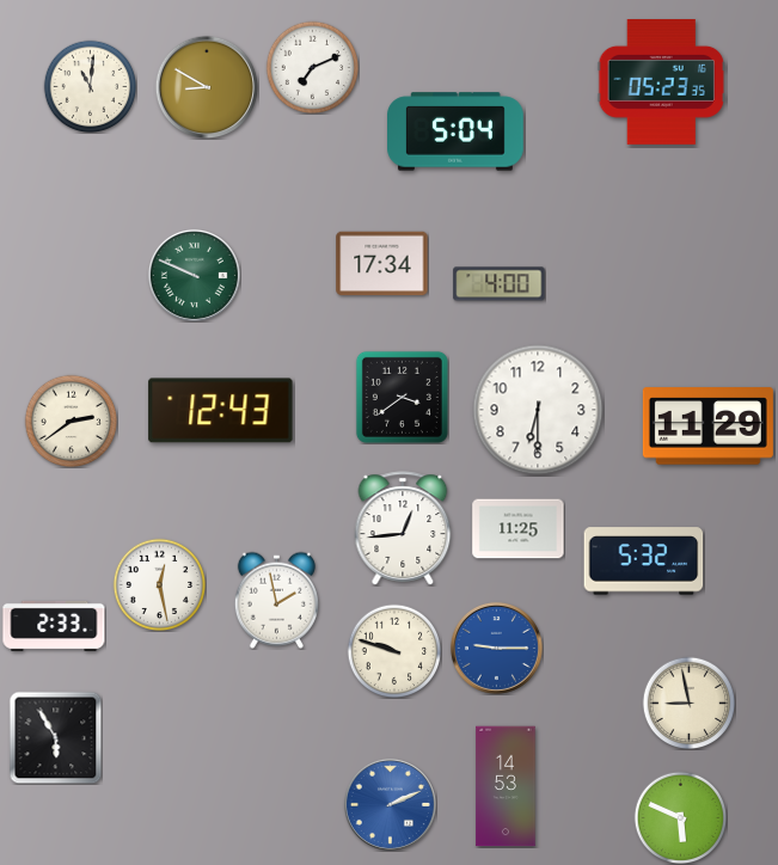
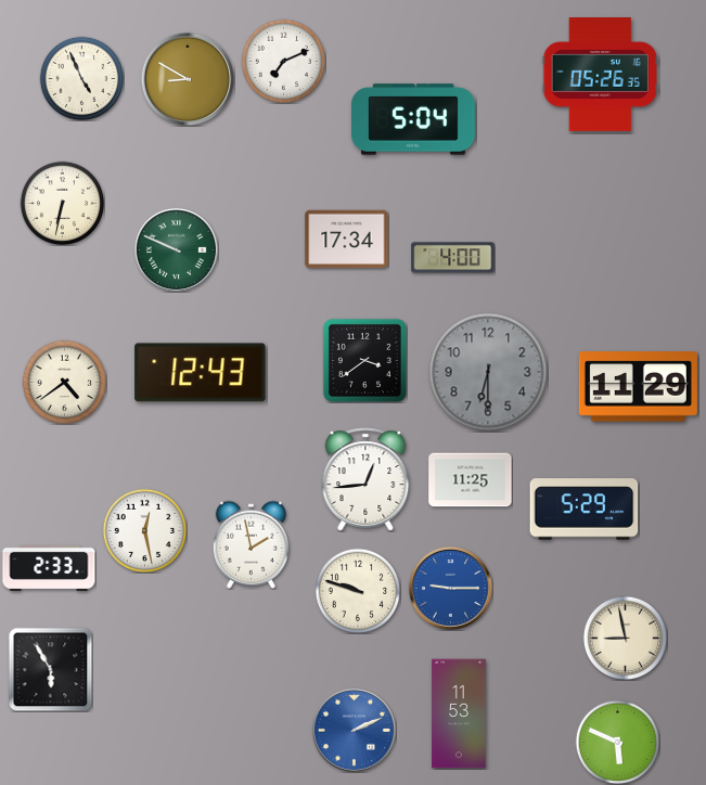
clock at (661, 82): 05:23 -> 05:26
clock at (90, 86): 11:01 -> 4:56
clock at (62, 203): none -> 6:32
clock at (538, 410) dial: white -> grey
clock at (71, 421): 2:39 -> 4:39
clock at (707, 427) position: (707, 427) -> (638, 387)
clock at (644, 562): 5:32 -> 5:29
clock at (506, 786): 14:53 -> 11:53
